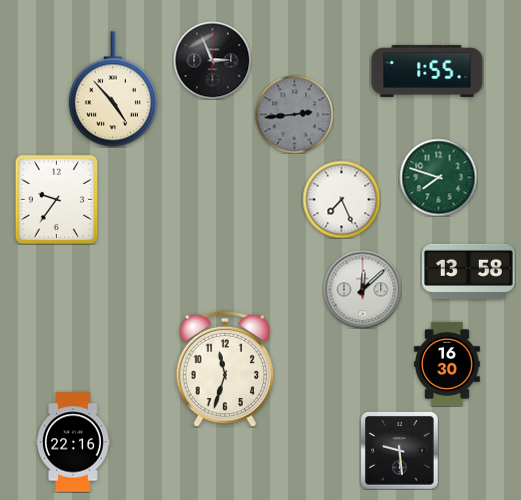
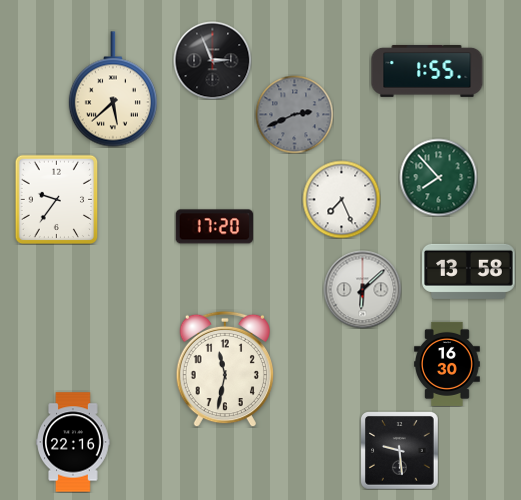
clock at (113, 89): 4:53 -> 5:38
clock at (294, 114): 2:44 -> 2:41
clock at (438, 177): 7:48 -> 7:53
clock at (214, 227): none -> 17:20
clock at (362, 289): 12:08 -> 6:08
clock at (224, 369): 11:33 -> 11:32
